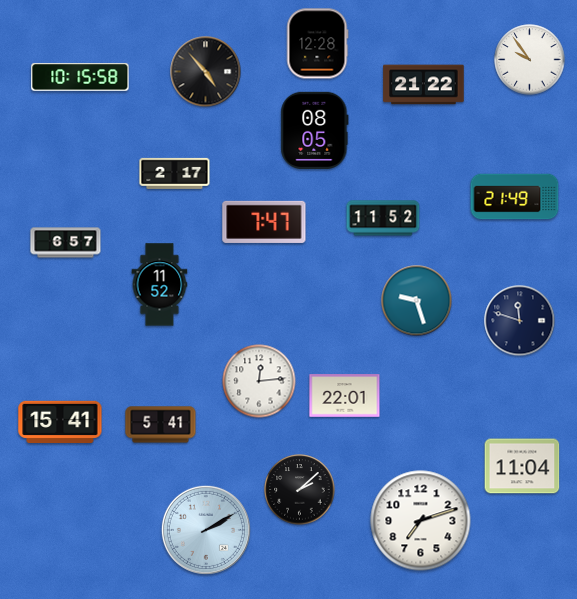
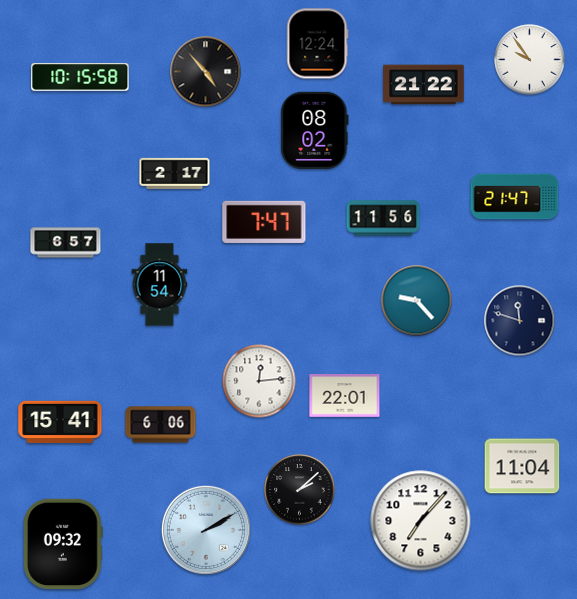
clock at (317, 44): 12:28 -> 12:24
clock at (315, 130): 08:05 -> 08:02
clock at (515, 197): 21:49 -> 21:47
clock at (383, 218): 11:52 -> 11:56
clock at (160, 285): 11:52 -> 11:54
clock at (417, 301): 9:27 -> 9:23
clock at (161, 425): 5:41 -> 6:06
clock at (421, 521): 7:12 -> 7:07
clock at (63, 544): none -> 09:32
